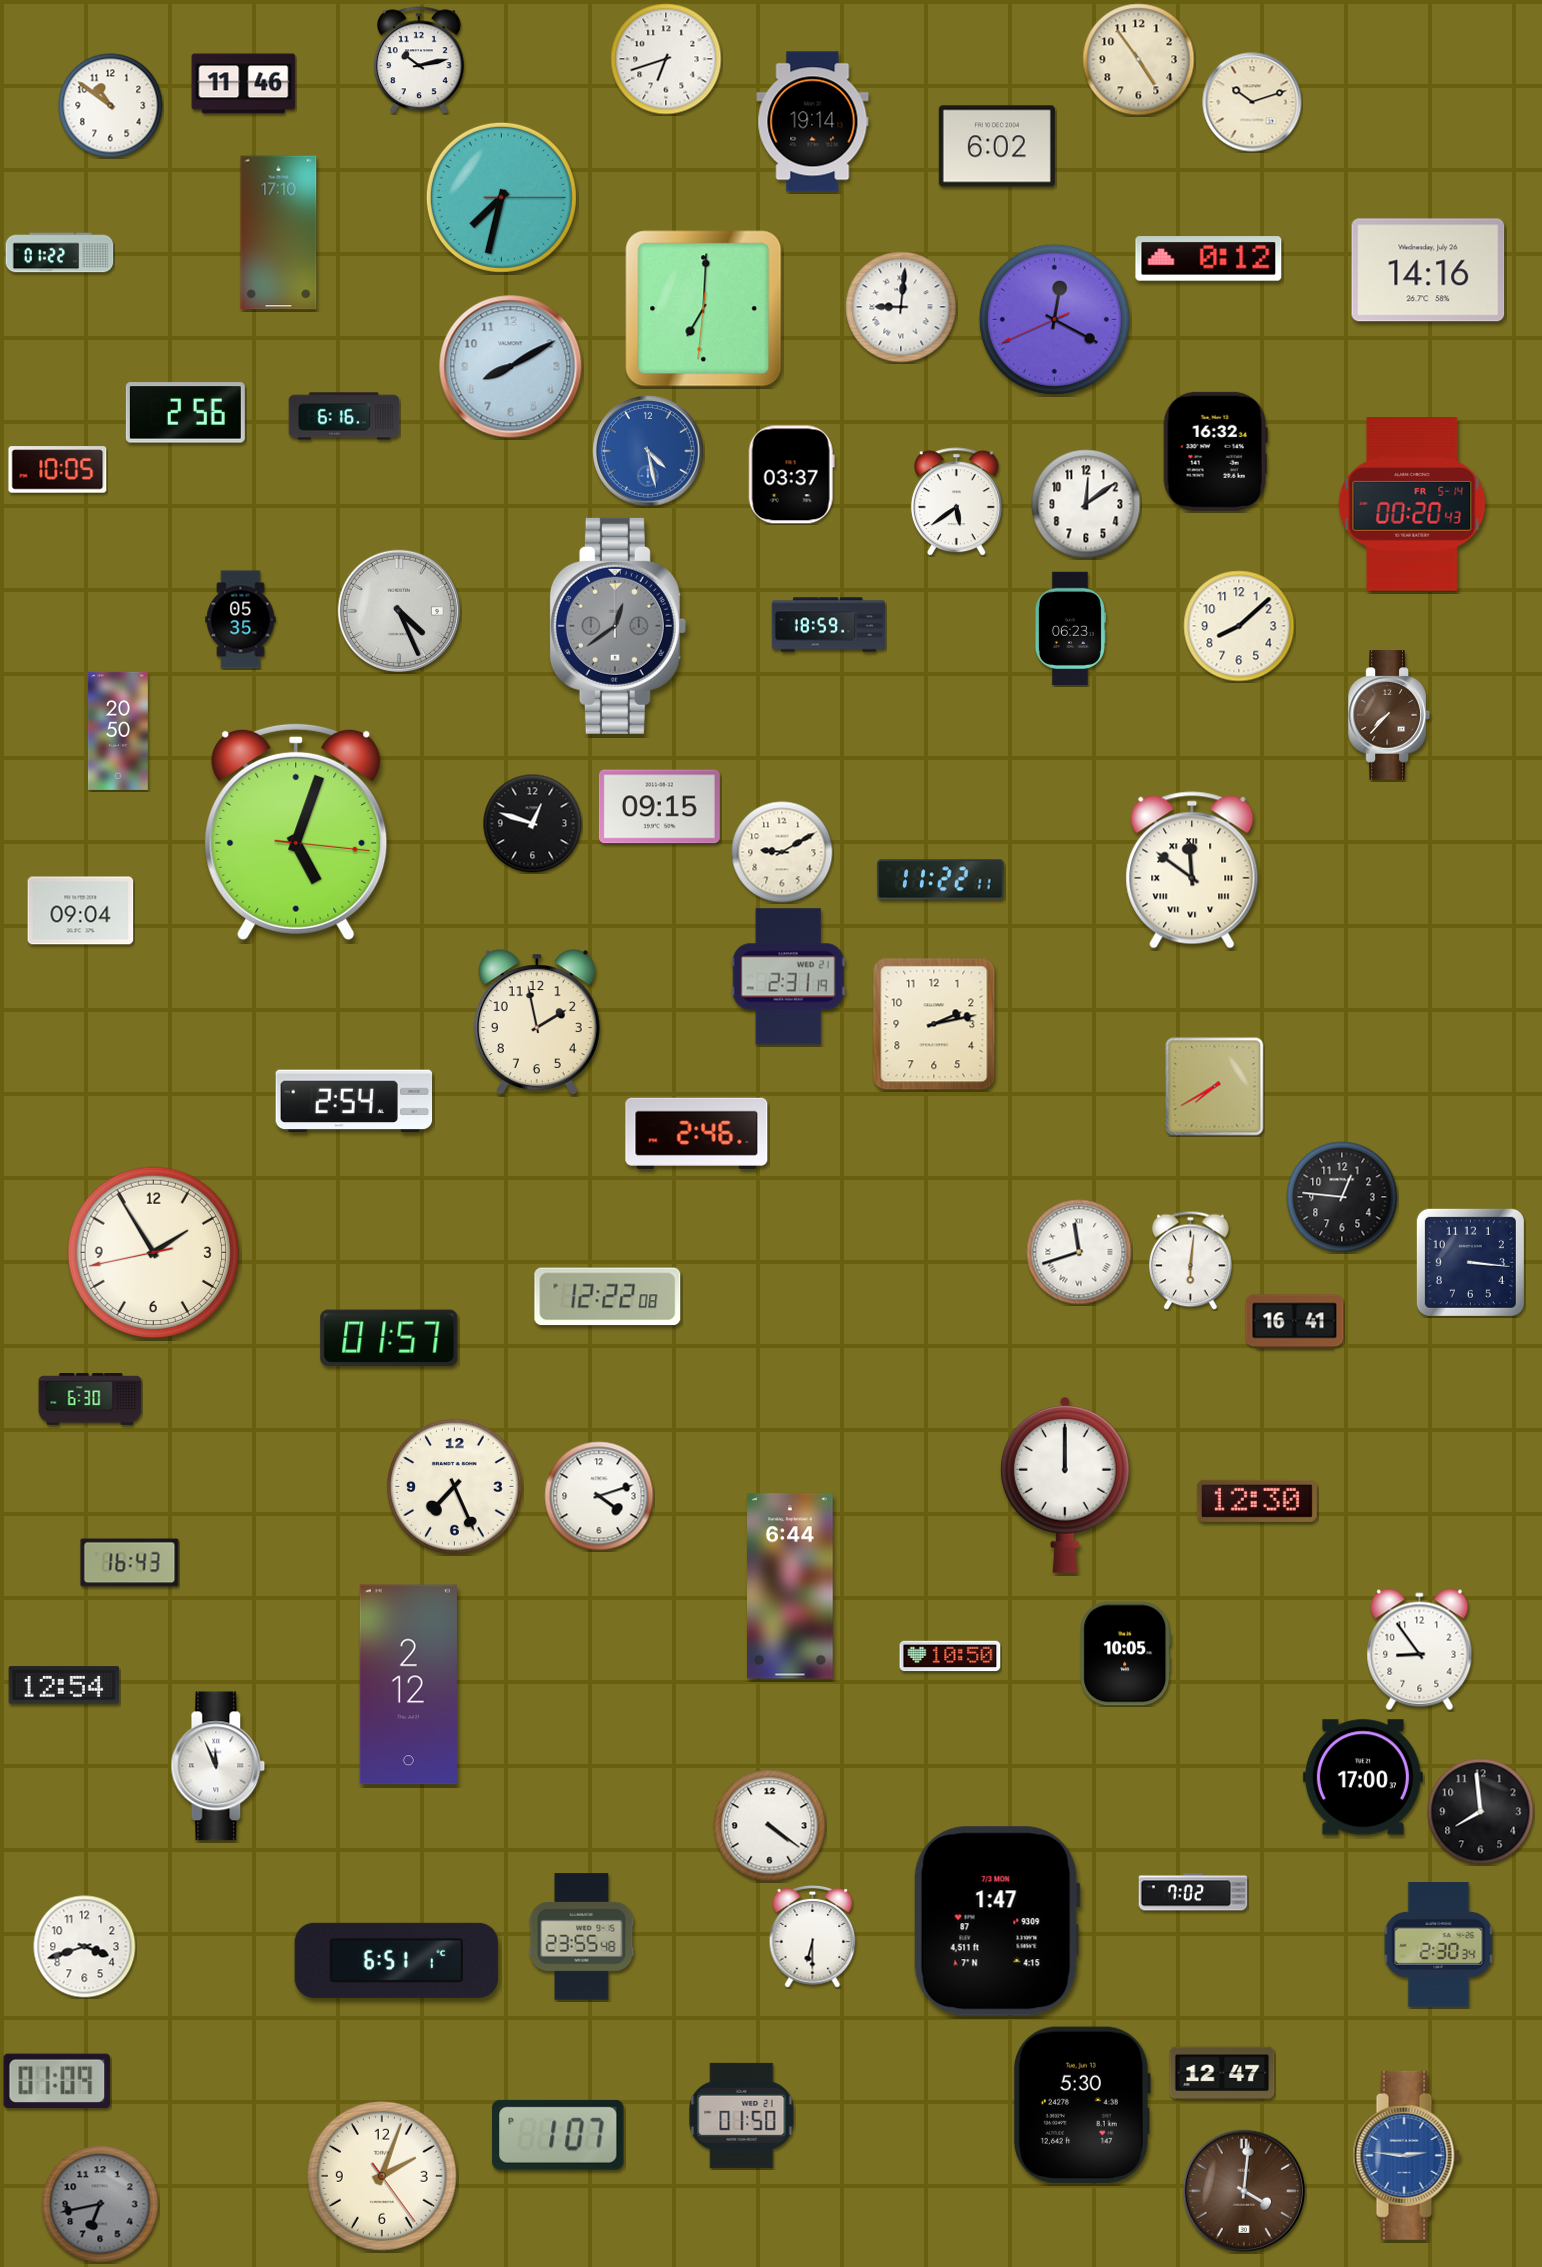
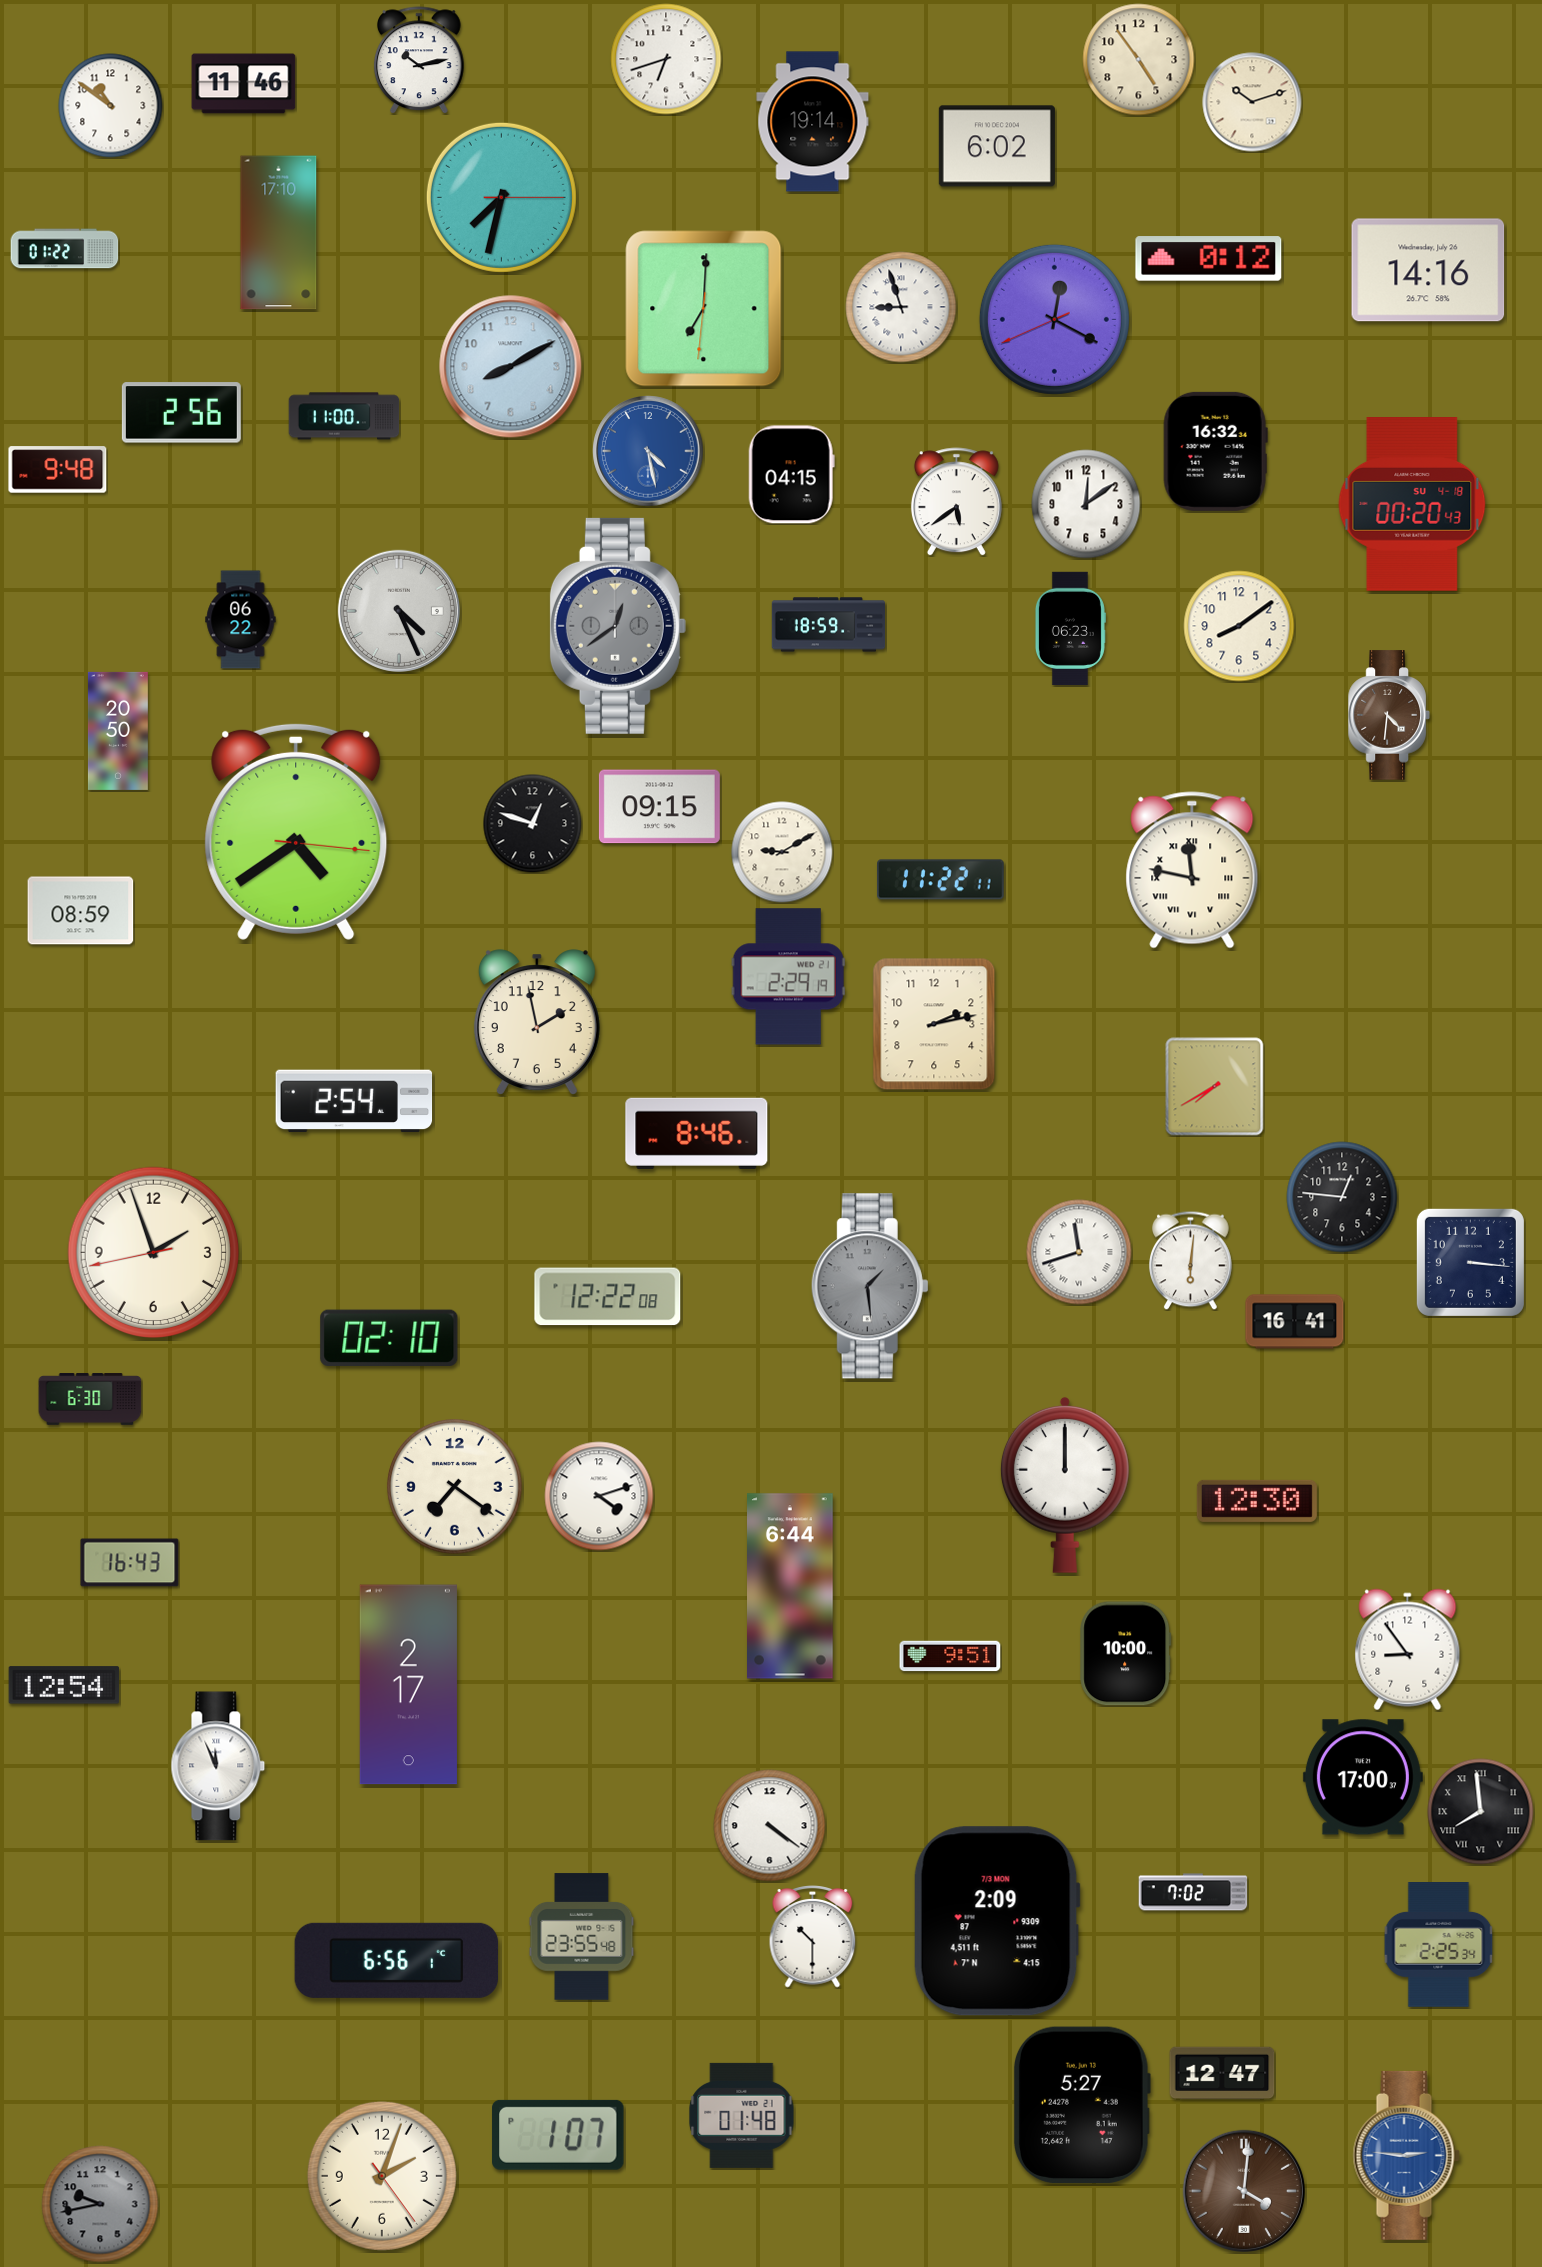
clock at (60, 253) position: (60, 253) -> (65, 249)
clock at (901, 307): 9:01 -> 8:57
clock at (185, 413) position: (185, 413) -> (181, 413)
clock at (344, 416): 6:16 -> 11:00
clock at (58, 470): 10:05 -> 9:48
clock at (791, 475): 03:37 -> 04:15
clock at (1412, 505) date: FR 5-14 -> SU 4-18
clock at (241, 620): 05:35 -> 06:22
clock at (1239, 626): 8:08 -> 8:09
clock at (1389, 715): 7:37 -> 4:31
clock at (296, 831): 5:03 -> 4:39
clock at (1192, 870): 11:51 -> 11:47
clock at (81, 911): 09:04 -> 08:59
clock at (788, 977): 2:31 -> 2:29
clock at (697, 1133): 2:46 -> 8:46
clock at (154, 1253): 1:54 -> 1:56
clock at (870, 1286): none -> 1:29
clock at (389, 1338): 01:57 -> 02:10
clock at (455, 1487): 7:26 -> 7:21
clock at (1420, 1650) position: (1420, 1650) -> (1408, 1650)
clock at (1126, 1654): 10:05 -> 10:00
clock at (950, 1656): 10:50 -> 9:51
clock at (408, 1685): 2:12 -> 2:17
clock at (1481, 1812) numerals: Arabic -> Roman
clock at (997, 1921): 1:47 -> 2:09
clock at (813, 1937): 6:30 -> 10:30
clock at (1439, 1945): 2:30 -> 2:25
clock at (85, 1947): 3:42 -> none
clock at (397, 1960): 6:51 -> 6:56
clock at (57, 2080): 01:09 -> none
clock at (1082, 2104): 5:30 -> 5:27
clock at (742, 2115): 01:50 -> 01:48
clock at (100, 2204): 6:43 -> 9:43
